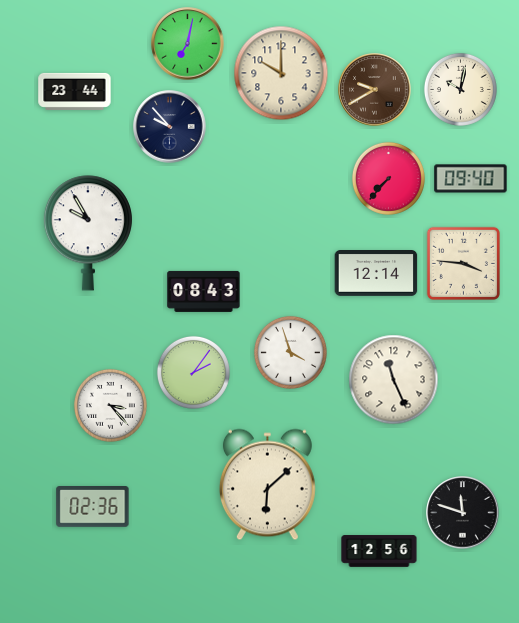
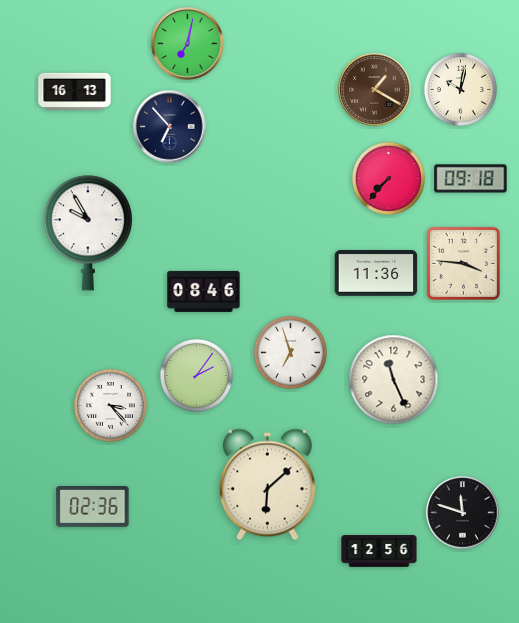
clock at (281, 73): 10:00 -> none
clock at (375, 90): 9:40 -> 1:20
clock at (75, 91): 23:44 -> 16:13
clock at (170, 127): 9:53 -> 6:53
clock at (471, 179): 09:40 -> 09:18
clock at (376, 274): 12:14 -> 11:36
clock at (204, 291): 08:43 -> 08:46
clock at (290, 352): 3:57 -> 6:57
clock at (193, 372) position: (193, 372) -> (196, 375)
